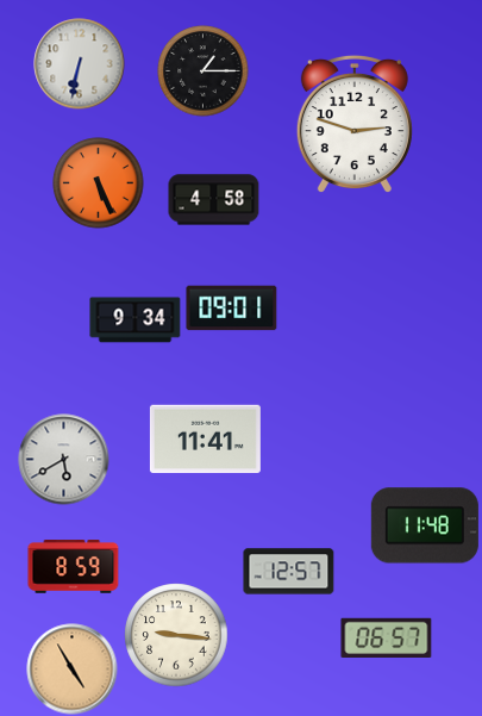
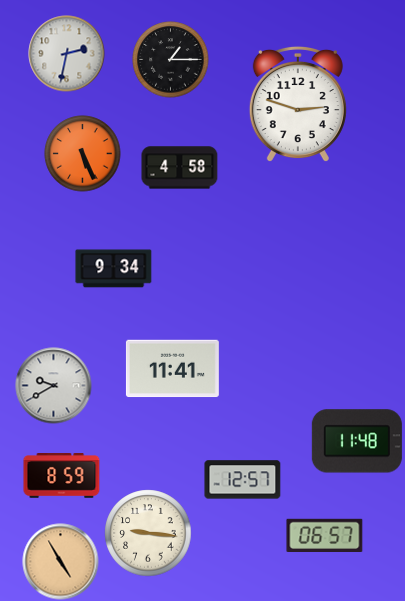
clock at (80, 64): 6:32 -> 2:32
clock at (232, 309): 09:01 -> none
clock at (64, 460): 5:40 -> 9:40
